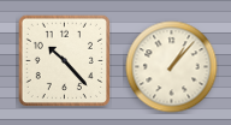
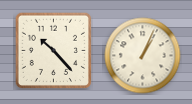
clock at (172, 67): 1:07 -> 1:04
